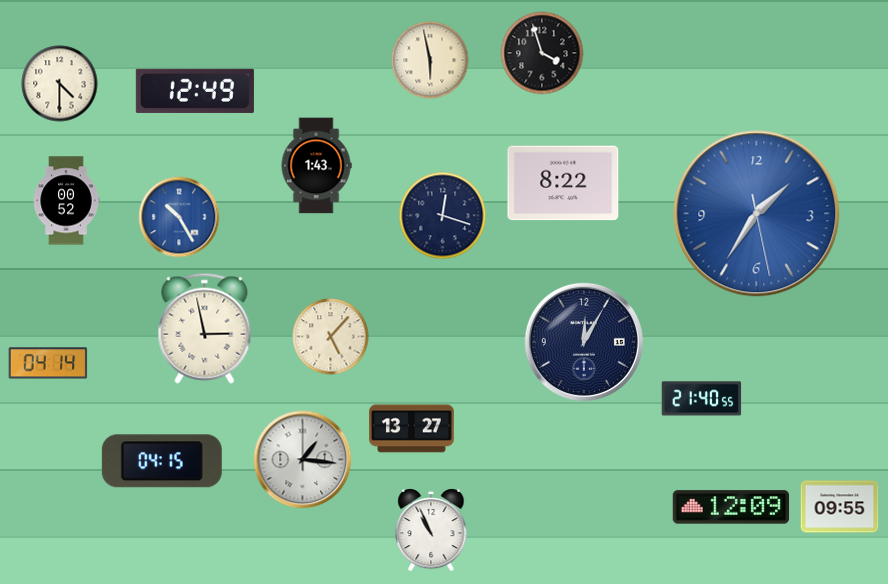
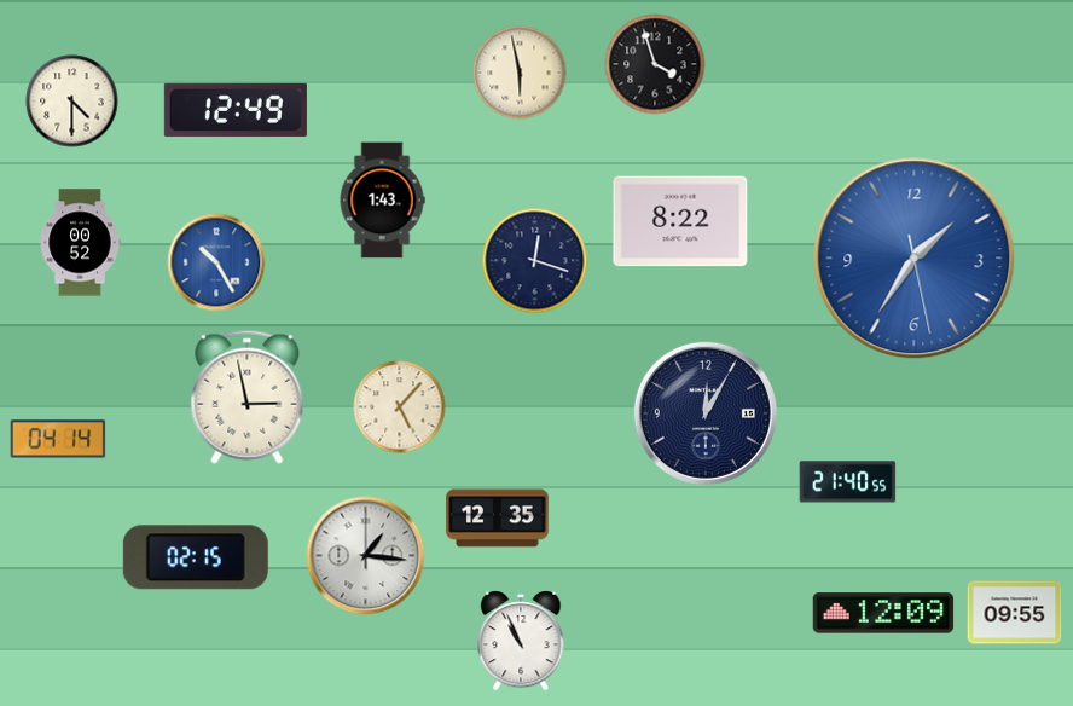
clock at (412, 429): 13:27 -> 12:35
clock at (162, 461): 04:15 -> 02:15
